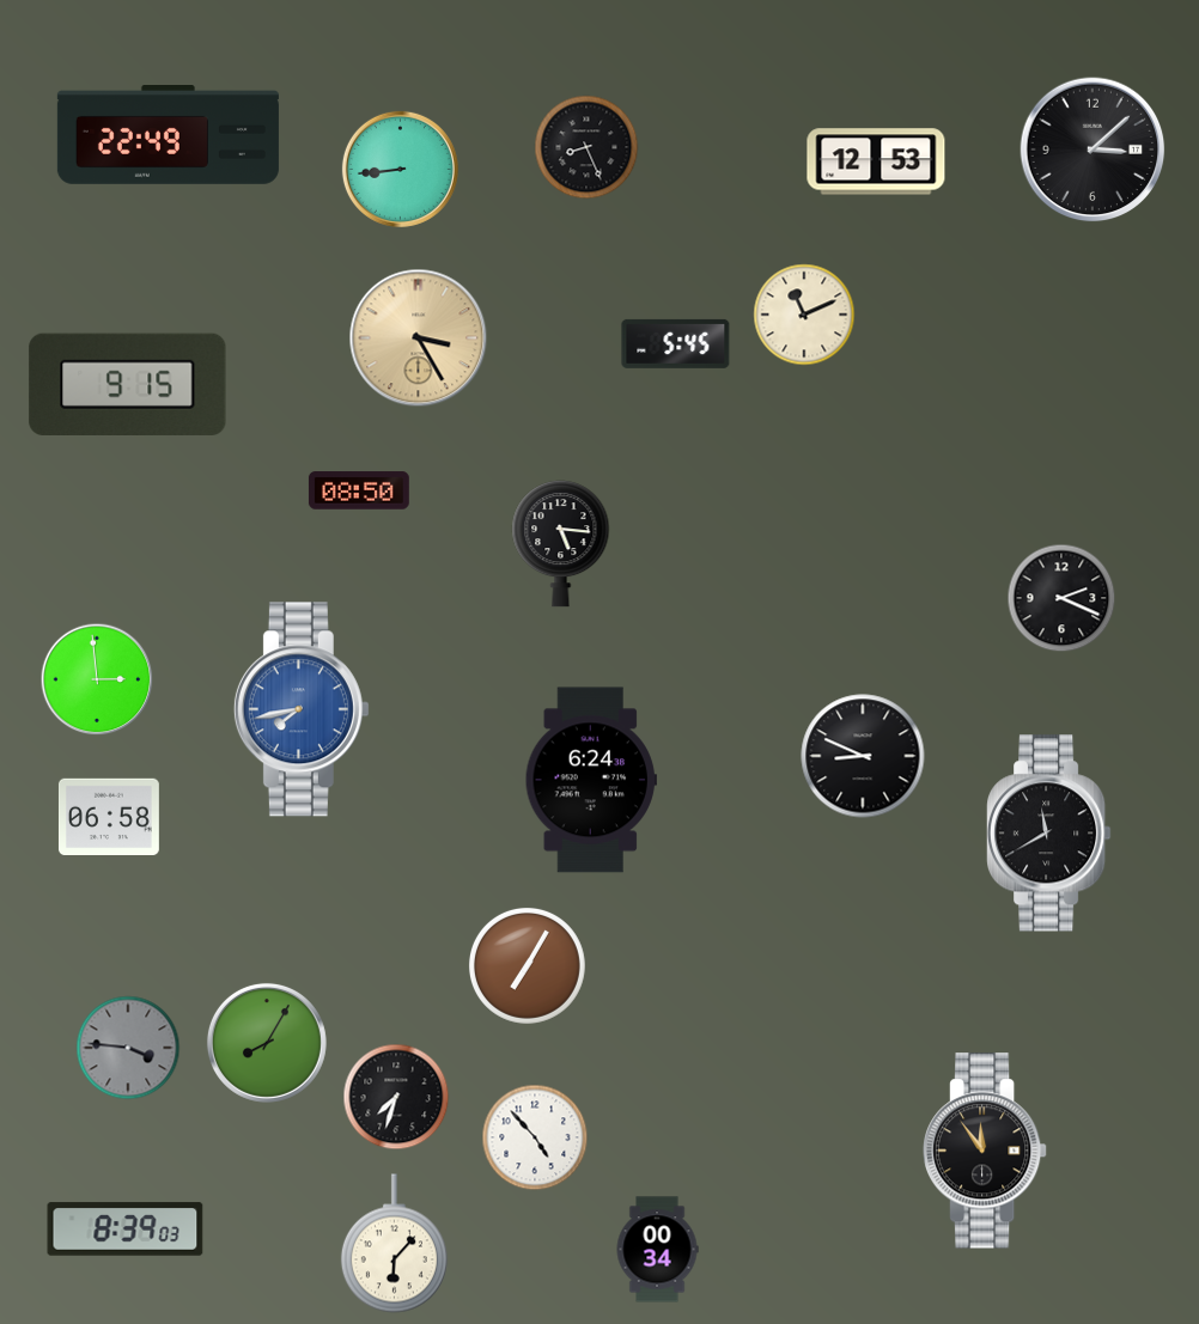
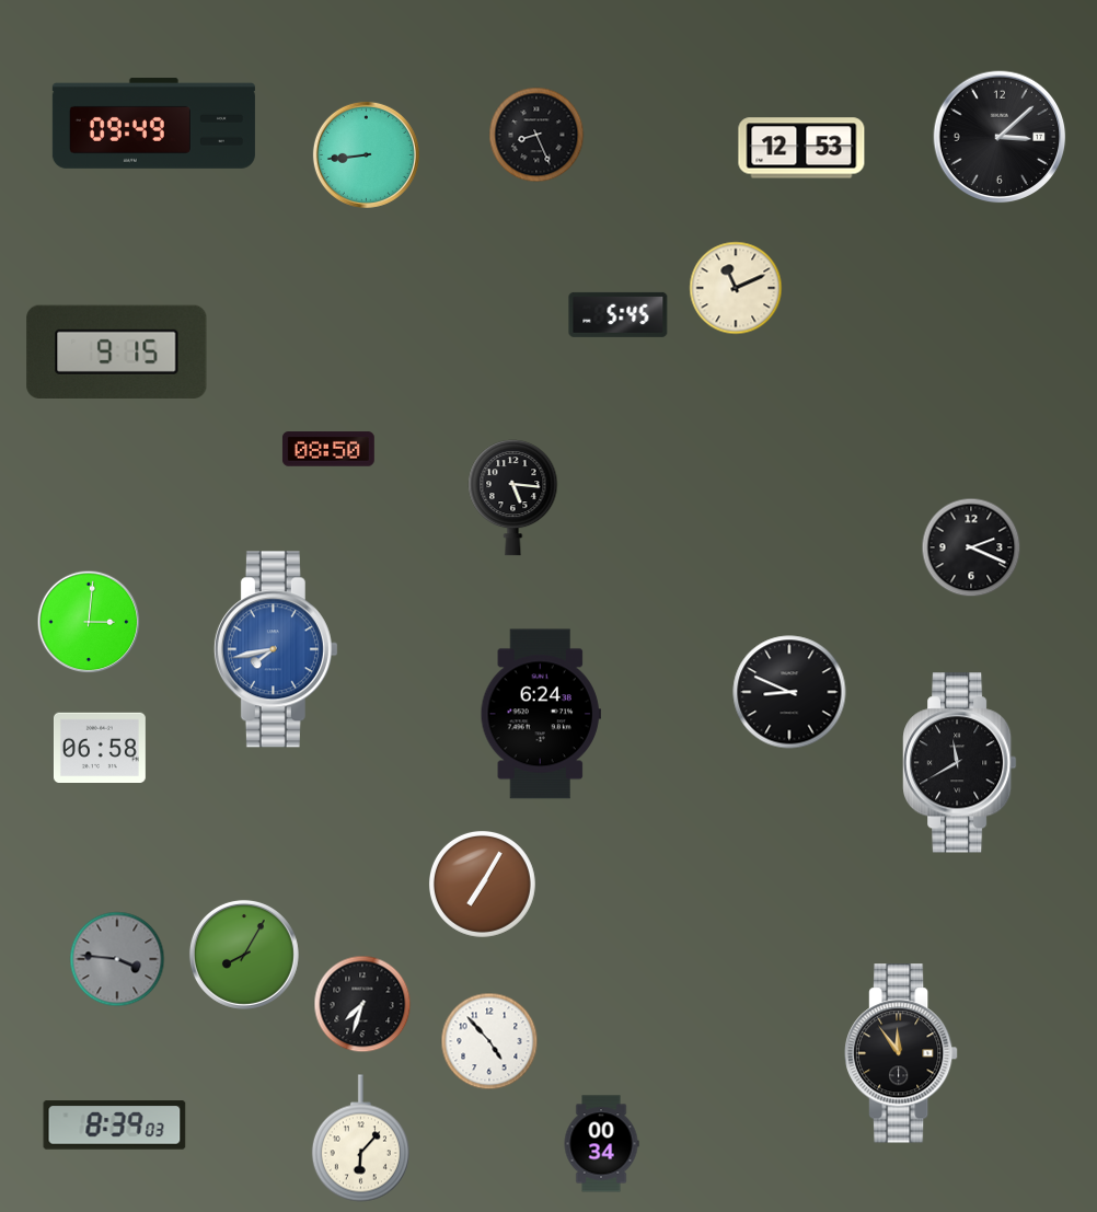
clock at (168, 135): 22:49 -> 09:49
clock at (419, 338): 3:25 -> none
clock at (97, 679): 2:59 -> 3:01
